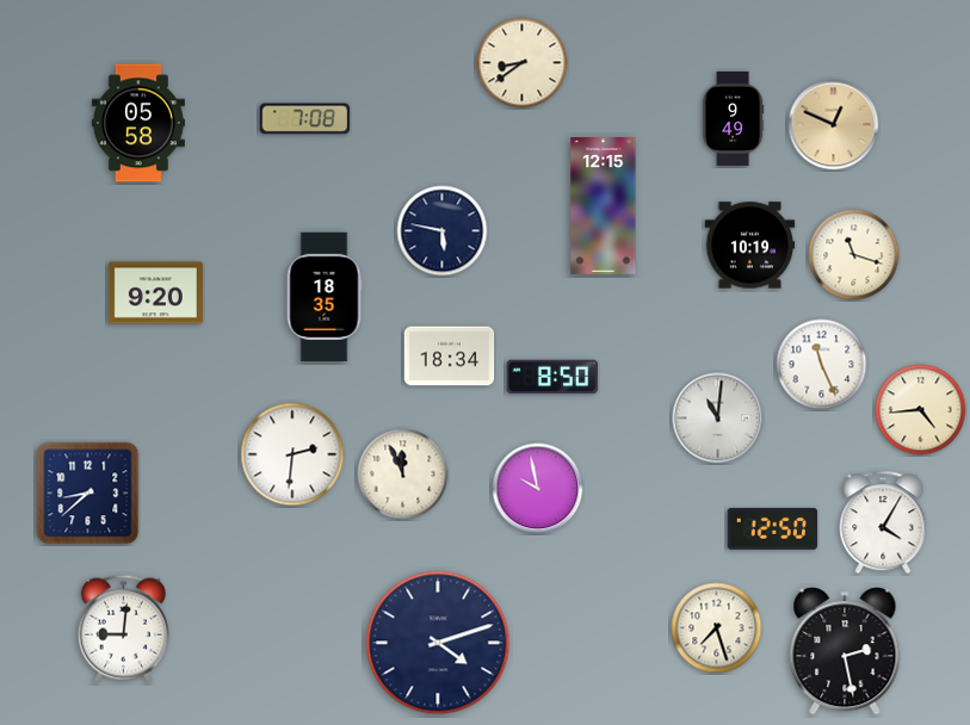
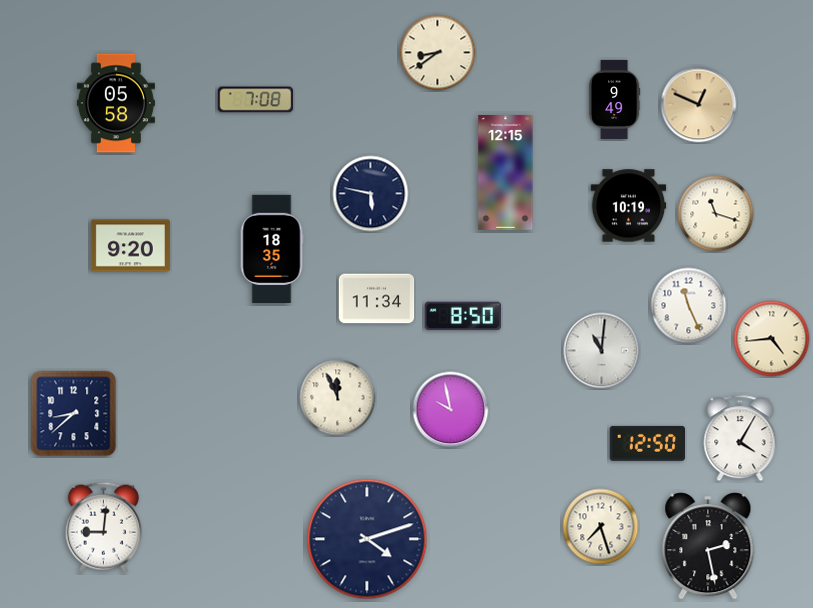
clock at (450, 357): 18:34 -> 11:34
clock at (921, 410) position: (921, 410) -> (772, 339)
clock at (292, 454): 2:31 -> none
